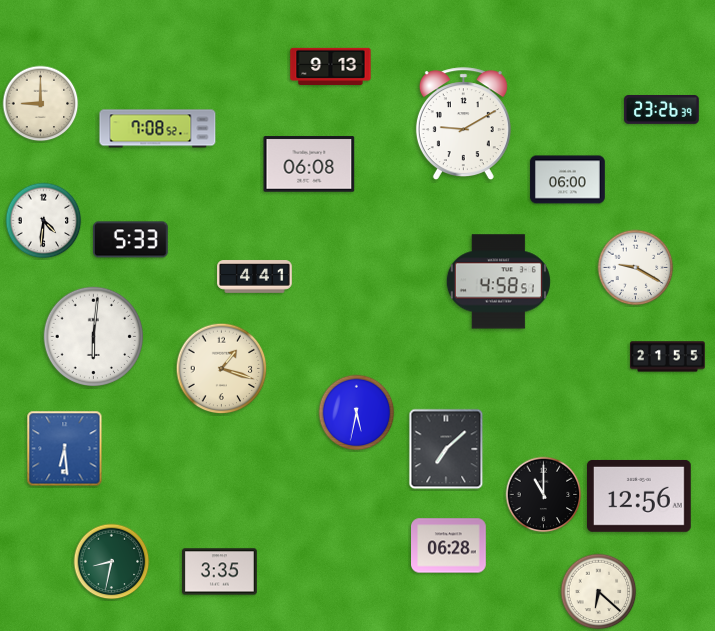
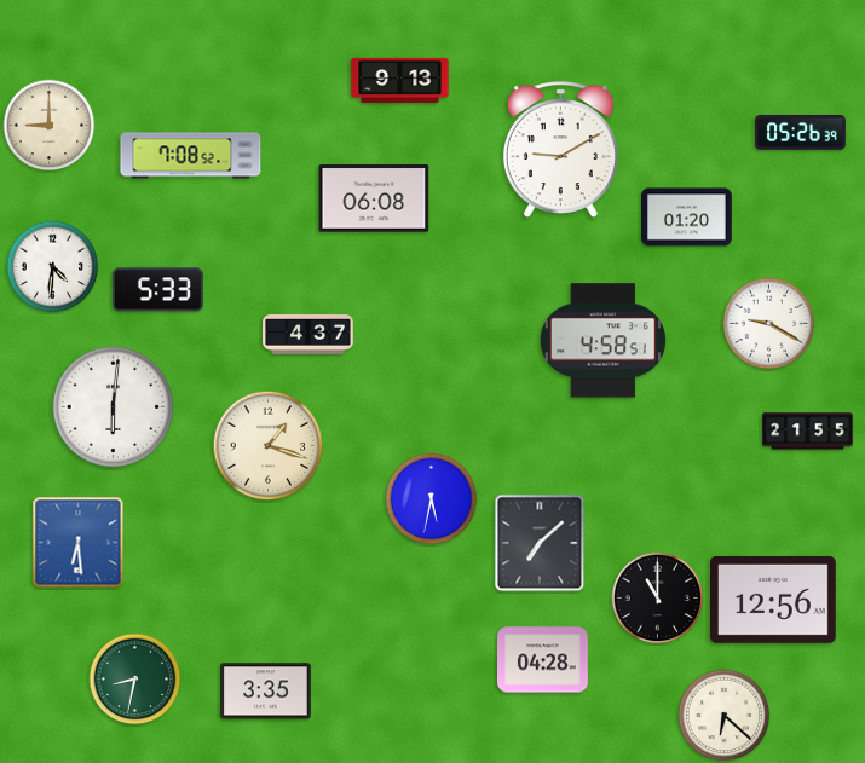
clock at (662, 110): 23:26 -> 05:26
clock at (568, 180): 06:00 -> 01:20
clock at (255, 277): 4:41 -> 4:37
clock at (449, 546): 06:28 -> 04:28
